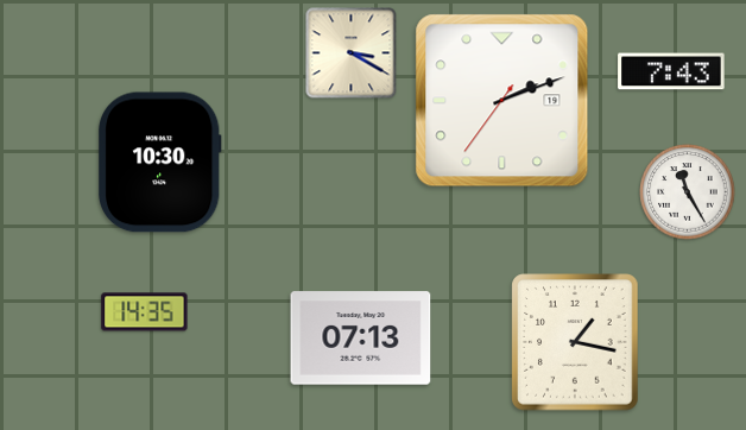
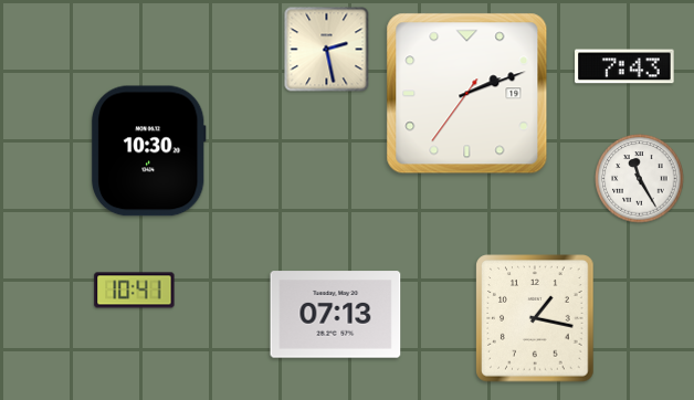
clock at (352, 53): 3:20 -> 2:28
clock at (145, 312): 14:35 -> 10:41
